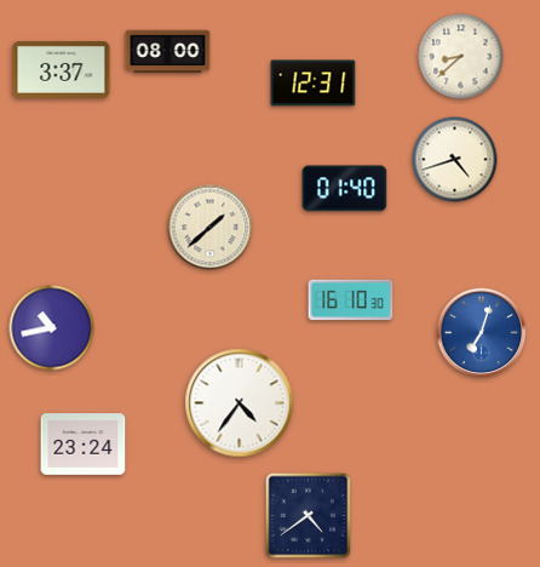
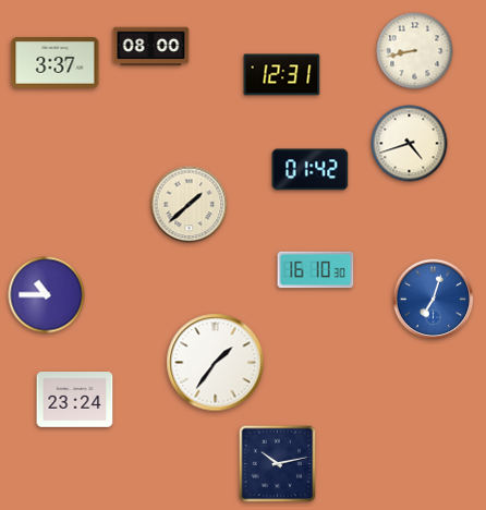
clock at (461, 57): 8:38 -> 8:43
clock at (345, 189): 01:40 -> 01:42
clock at (52, 328): 10:43 -> 10:45
clock at (240, 403): 4:36 -> 1:36
clock at (309, 516): 4:39 -> 10:13
